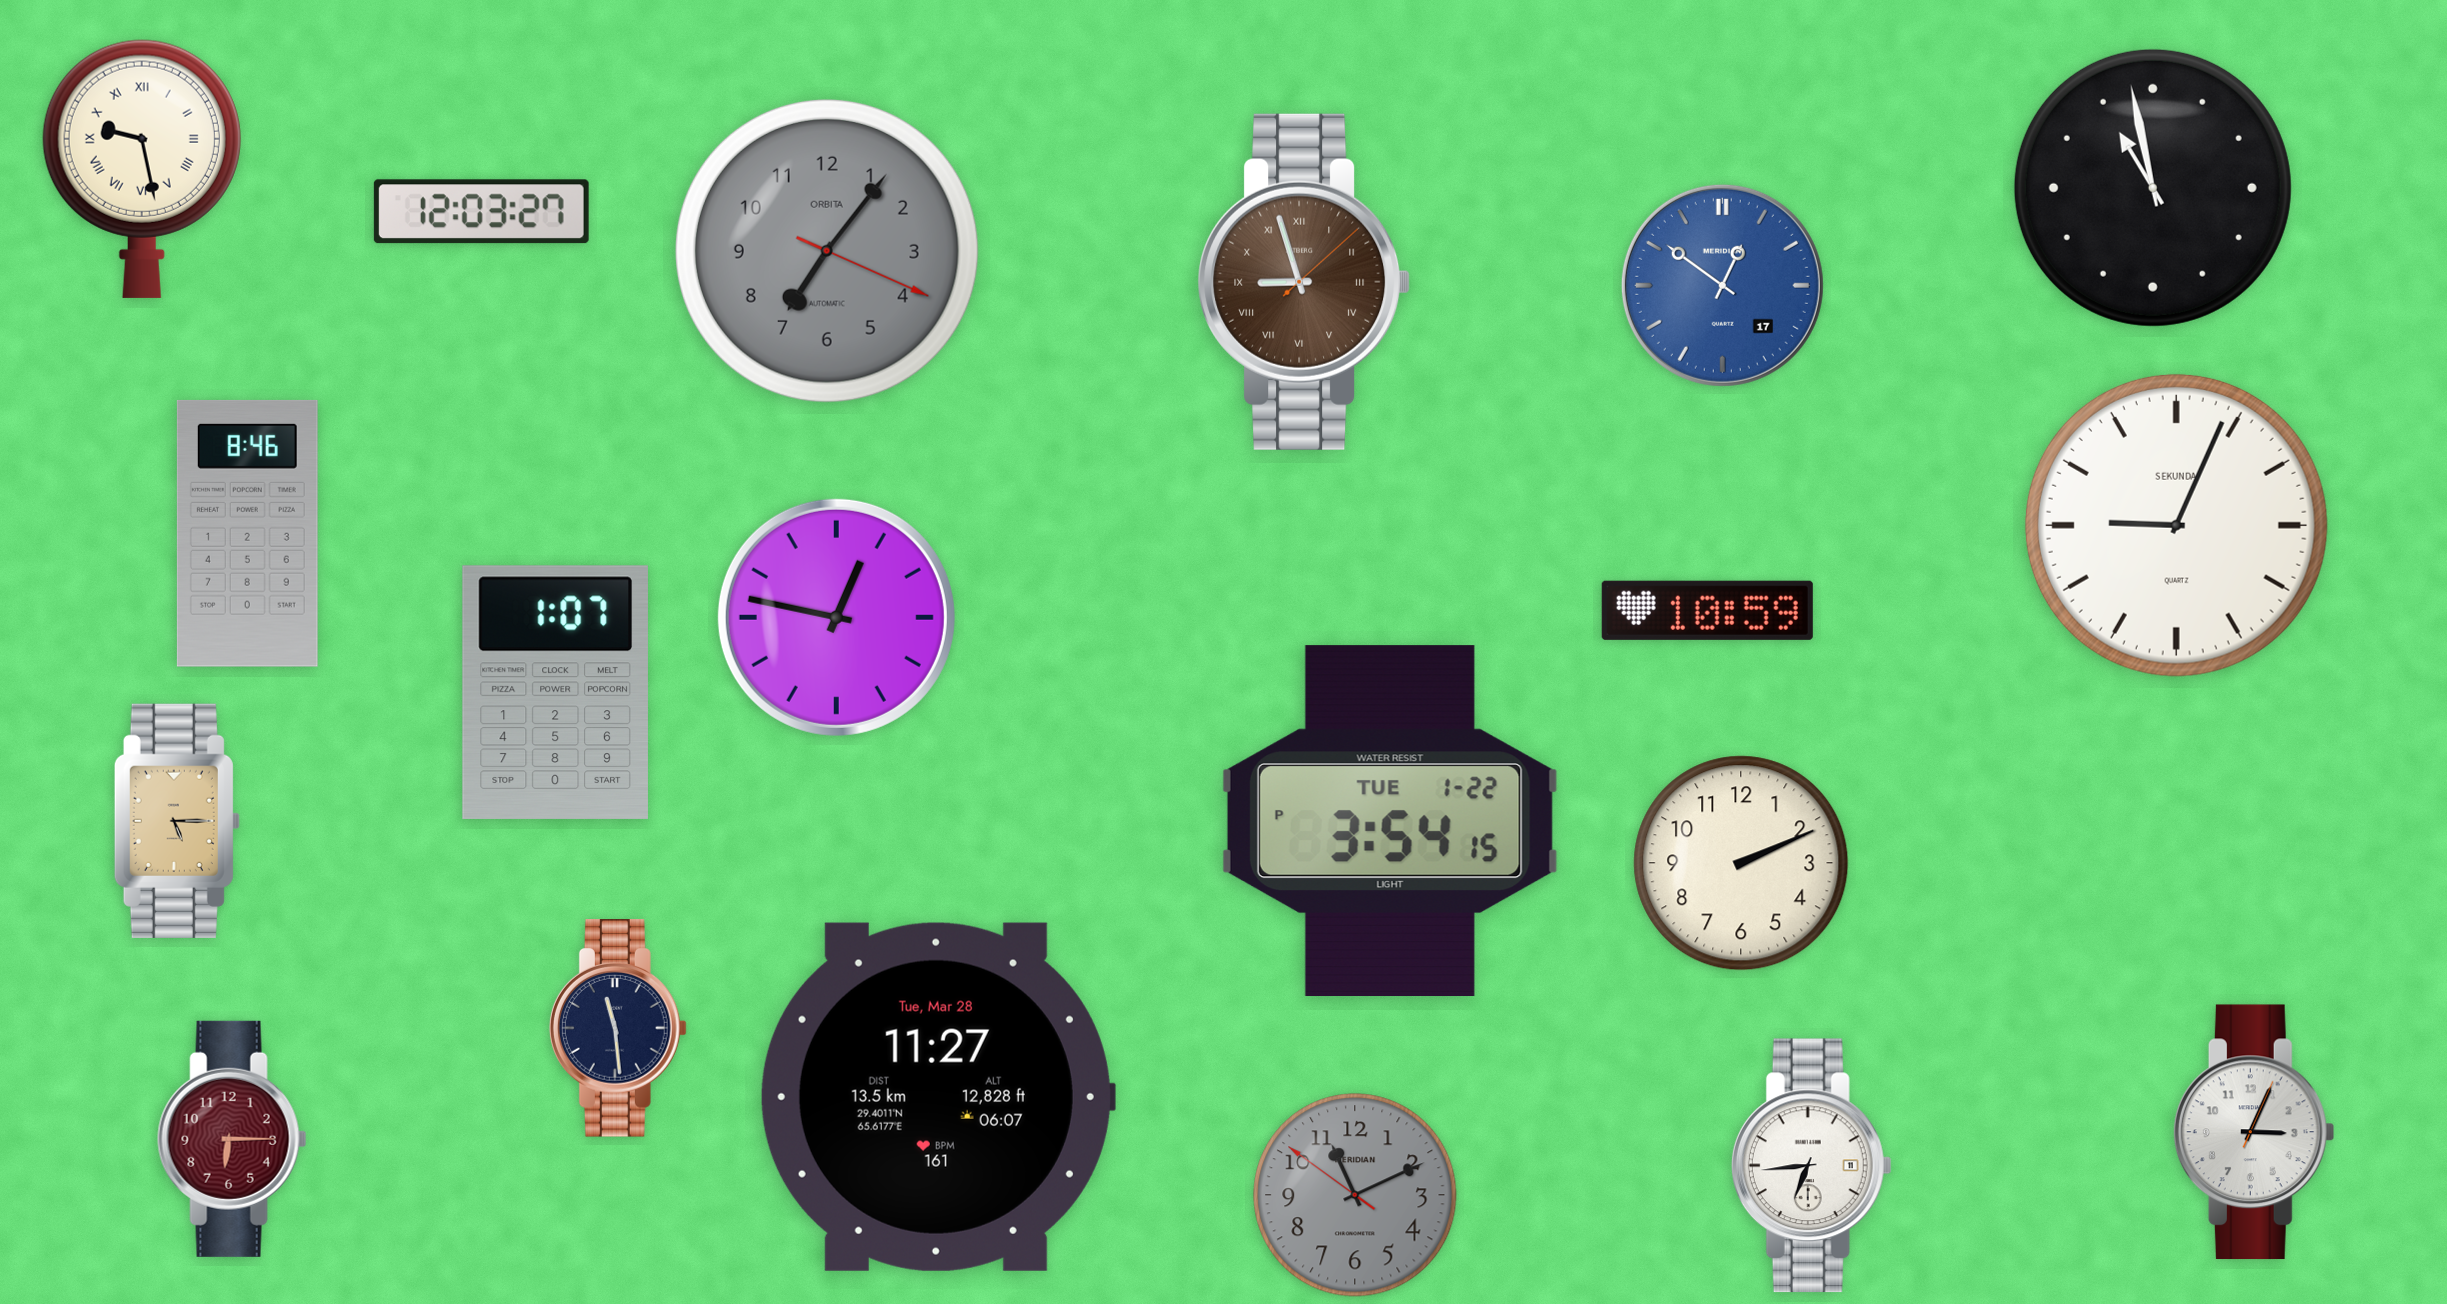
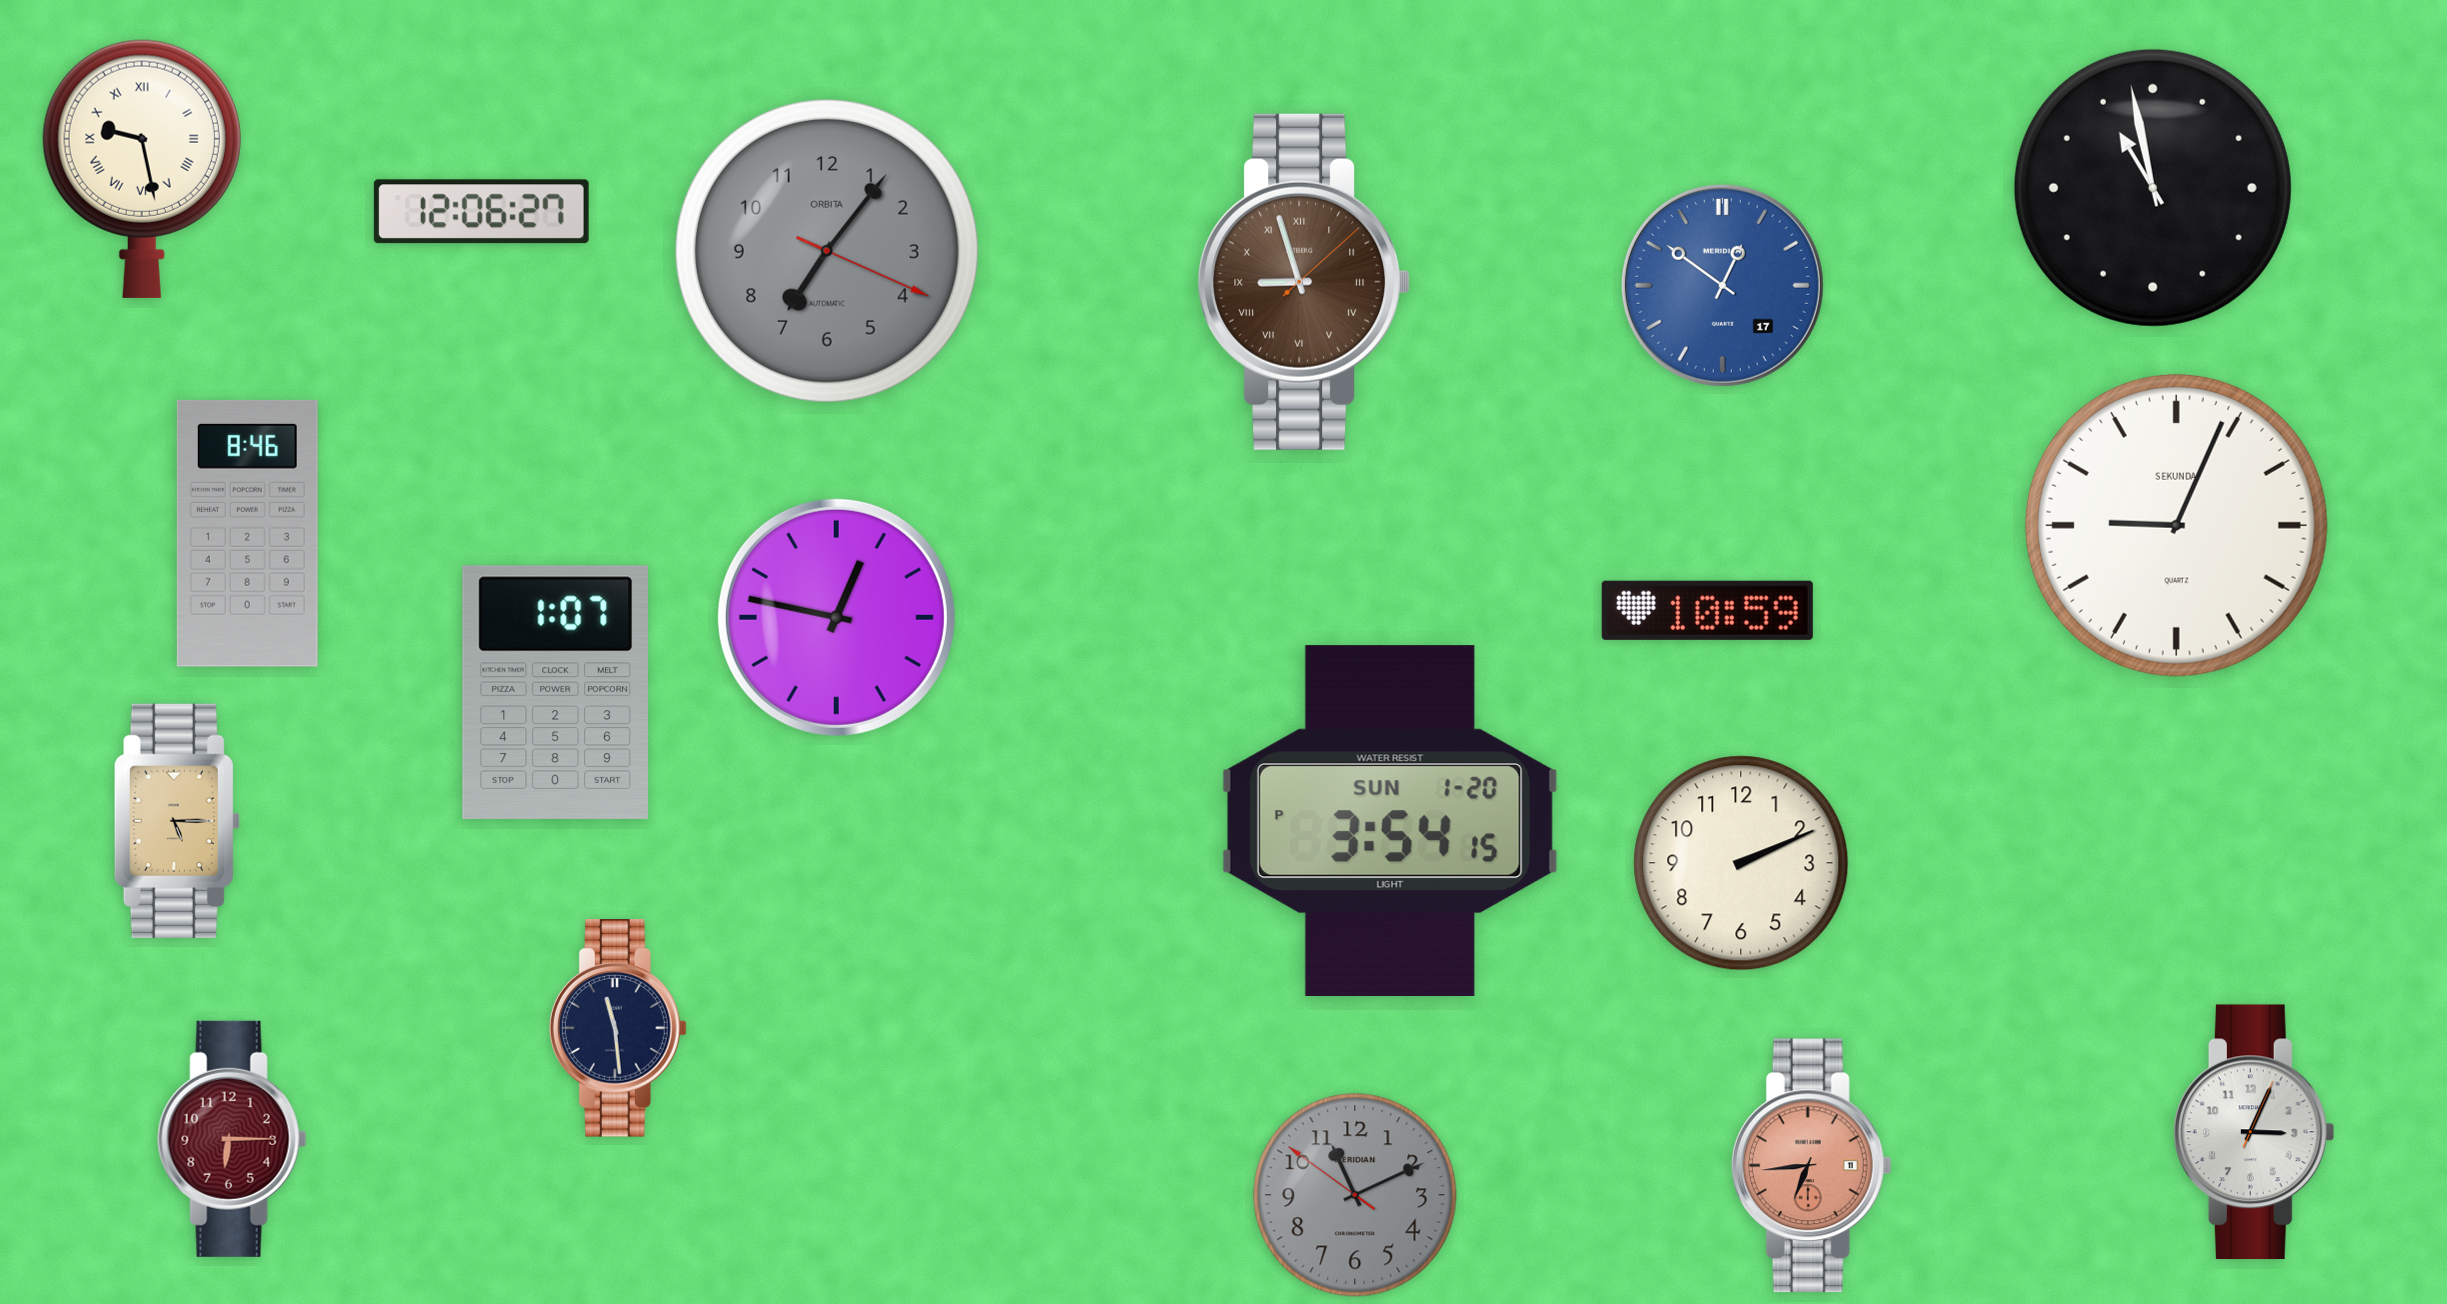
clock at (481, 212): 12:03 -> 12:06
clock at (1390, 820) date: TUE 1-22 -> SUN 1-20
clock at (937, 1097): 11:27 -> none
clock at (1811, 1166) dial: white -> salmon
